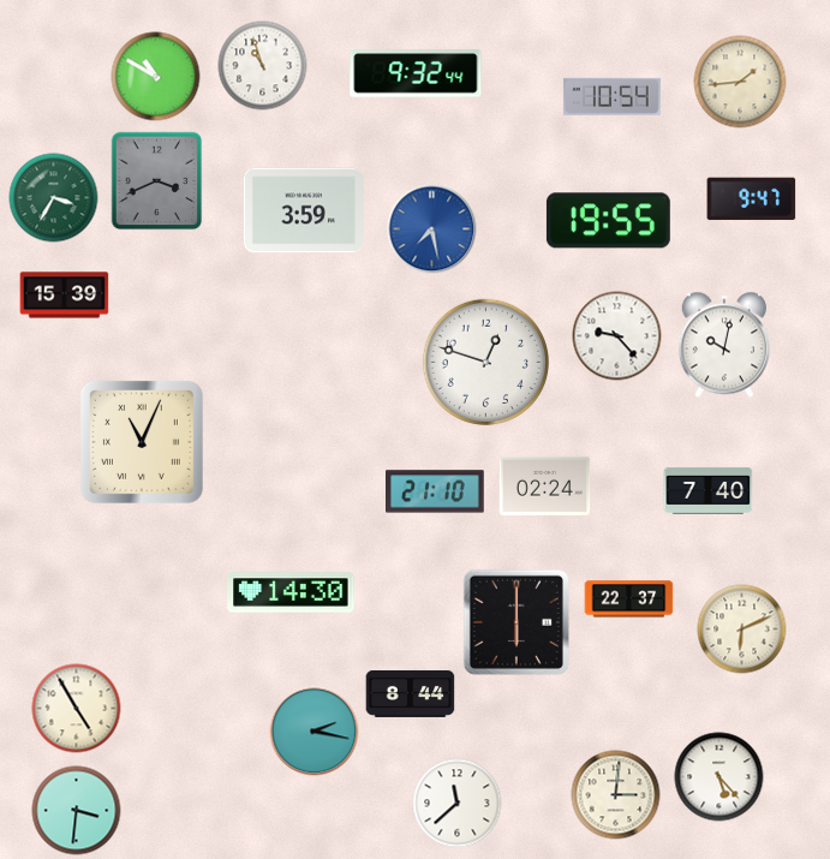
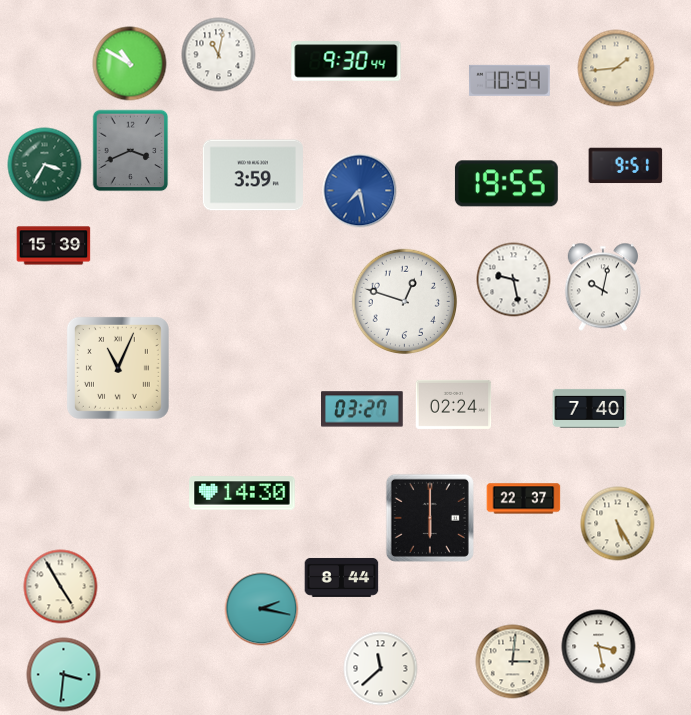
clock at (263, 66): 10:57 -> 11:02
clock at (416, 73): 9:32 -> 9:30
clock at (752, 199): 9:47 -> 9:51
clock at (617, 336): 9:23 -> 9:28
clock at (436, 491): 21:10 -> 03:27
clock at (742, 630): 6:11 -> 5:25
clock at (77, 709) position: (77, 709) -> (61, 587)
clock at (719, 777): 5:23 -> 3:28
